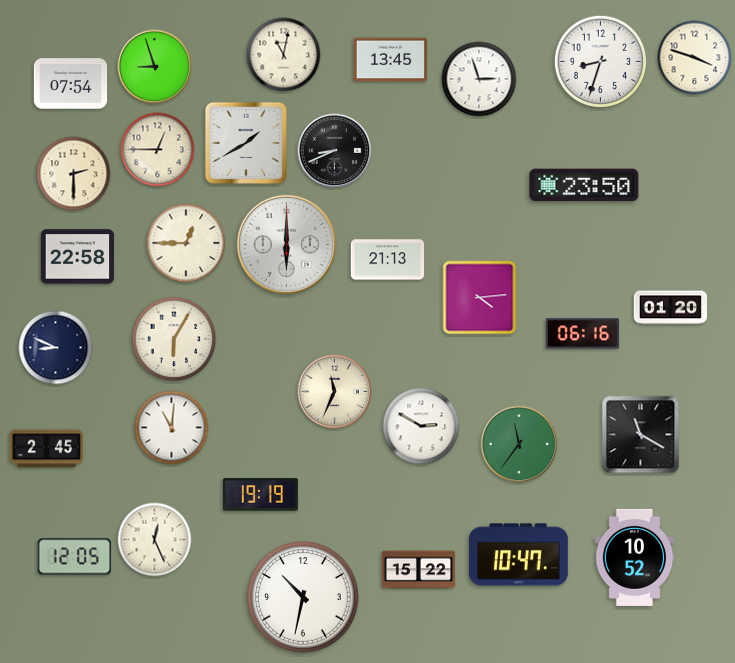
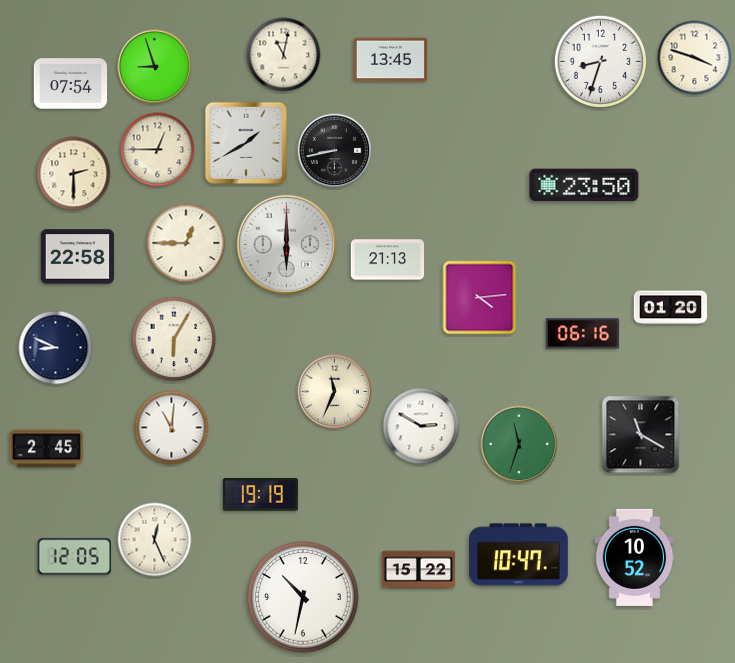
clock at (479, 79): 2:57 -> none
clock at (335, 151): 8:41 -> 8:43
clock at (519, 444): 11:36 -> 11:33
